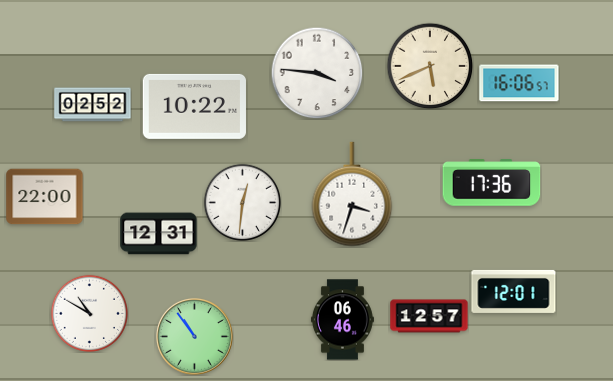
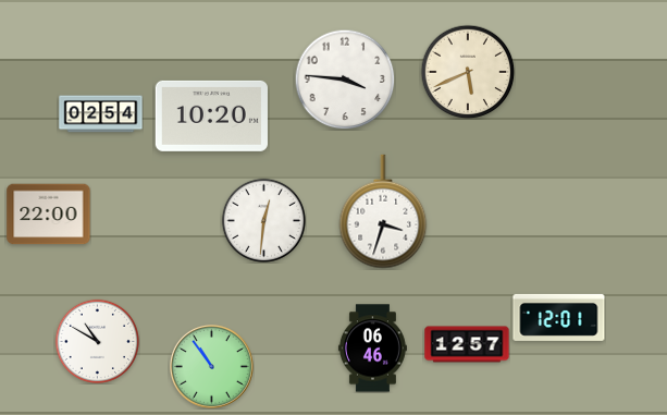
clock at (519, 83): 16:06 -> none
clock at (93, 105): 02:52 -> 02:54
clock at (194, 106): 10:22 -> 10:20
clock at (492, 183): 17:36 -> none
clock at (159, 234): 12:31 -> none
